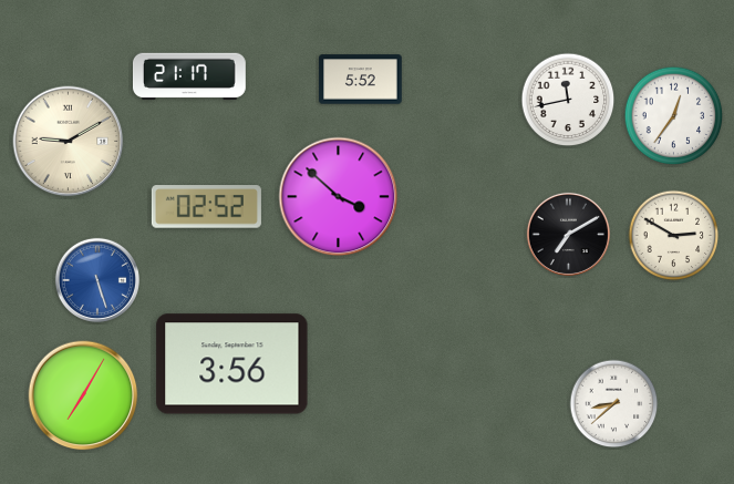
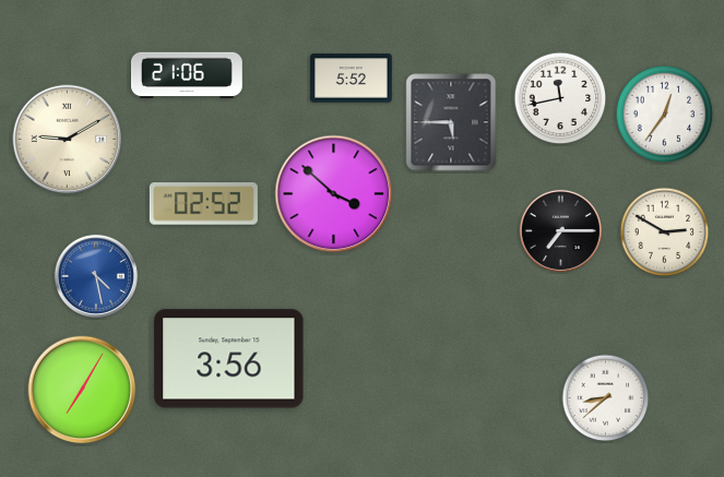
clock at (190, 76): 21:17 -> 21:06
clock at (361, 80) position: (361, 80) -> (352, 79)
clock at (451, 122): none -> 5:45
clock at (568, 234): 7:10 -> 7:15
clock at (97, 280): 5:27 -> 4:28
